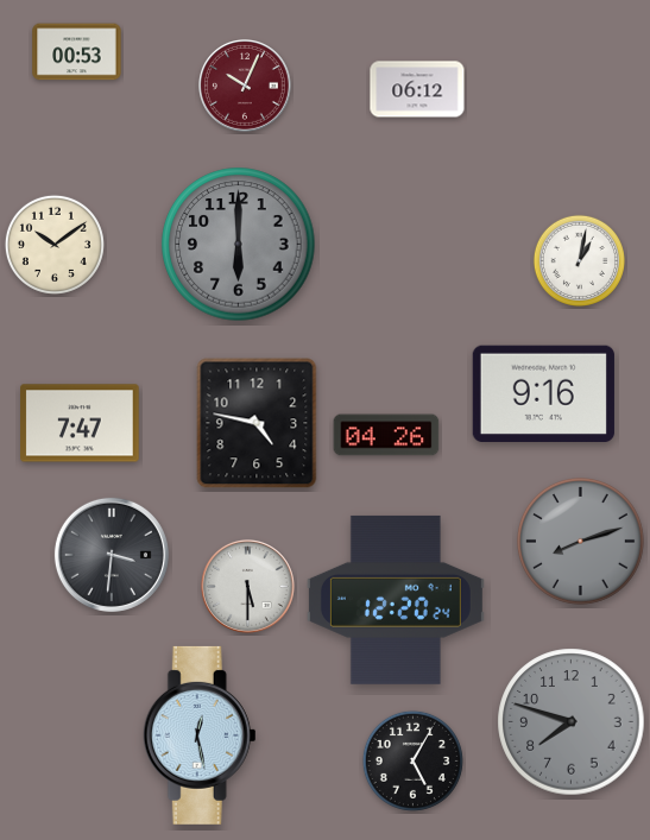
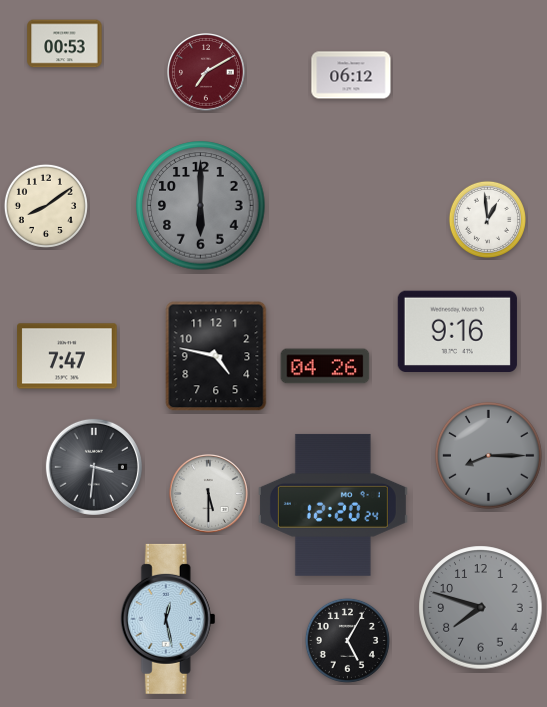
clock at (246, 87): 10:04 -> 7:10
clock at (55, 245): 10:09 -> 8:09
clock at (579, 260): 1:02 -> 12:59
clock at (581, 542): 8:12 -> 8:15
